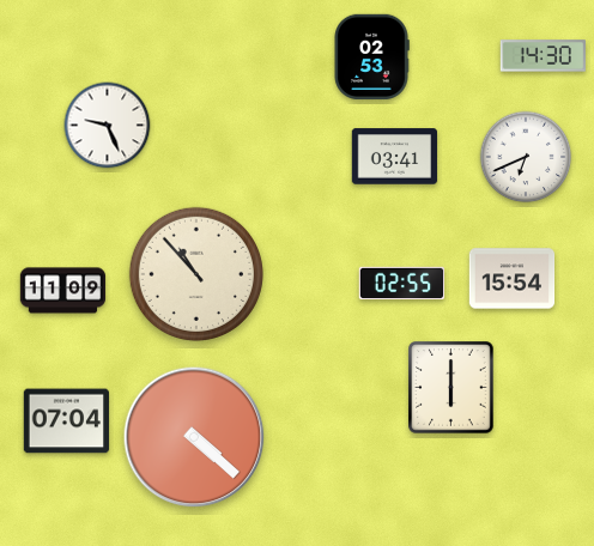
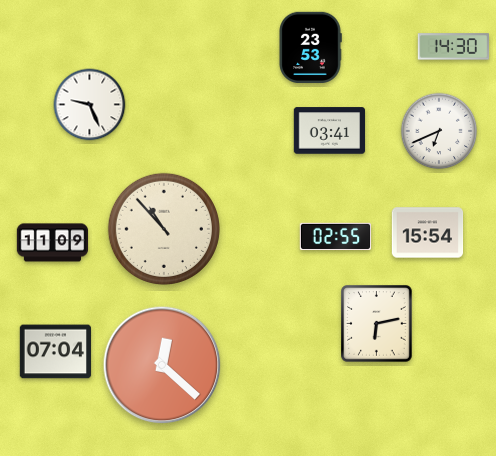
clock at (371, 57): 02:53 -> 23:53
clock at (451, 388): 6:00 -> 6:13
clock at (194, 437): 4:22 -> 12:22
